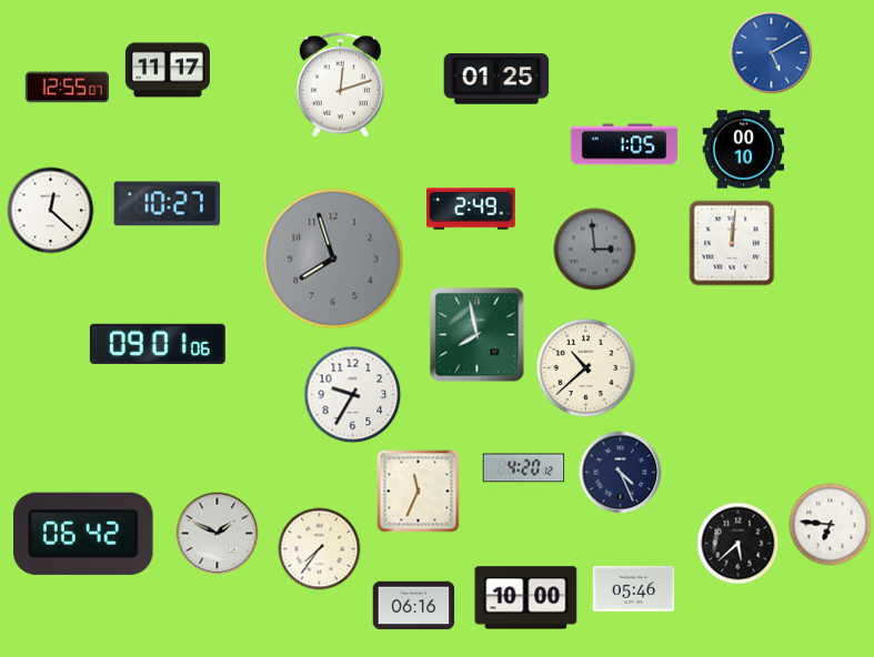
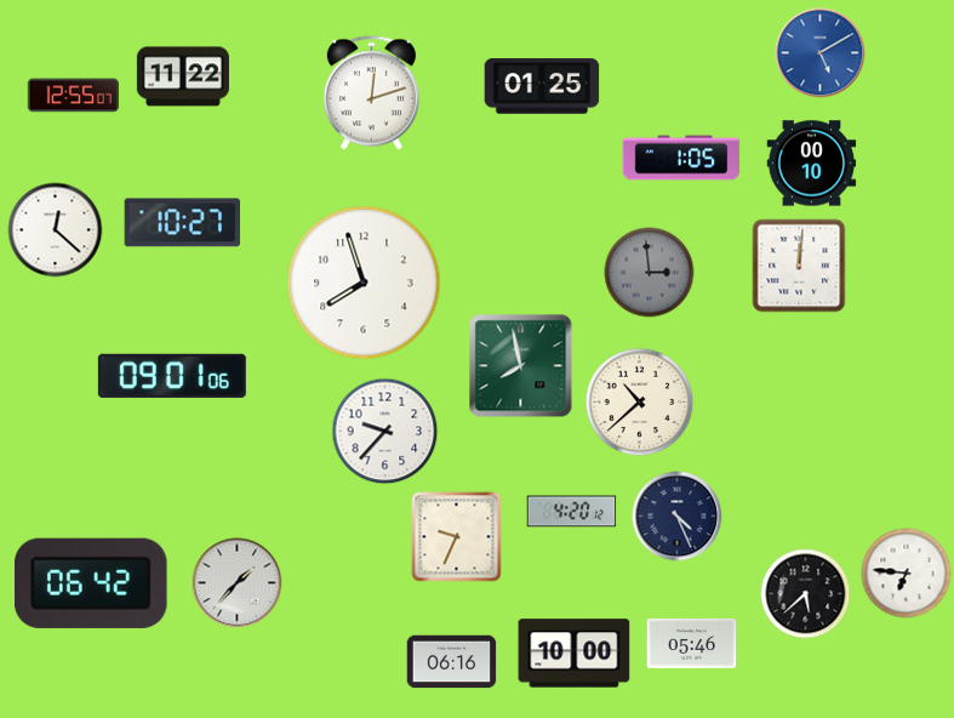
clock at (772, 53) position: (772, 53) -> (821, 53)
clock at (168, 70): 11:17 -> 11:22
clock at (471, 209): 2:49 -> none
clock at (333, 259) dial: grey -> white
clock at (353, 395): 9:35 -> 9:37
clock at (419, 492): 11:34 -> 9:34
clock at (218, 534): 1:49 -> 1:37
clock at (320, 549): 7:36 -> none
